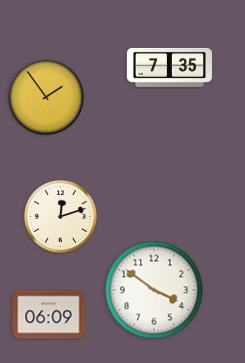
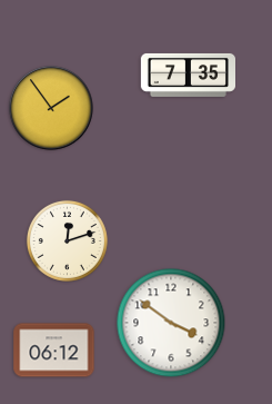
clock at (49, 315): 06:09 -> 06:12
